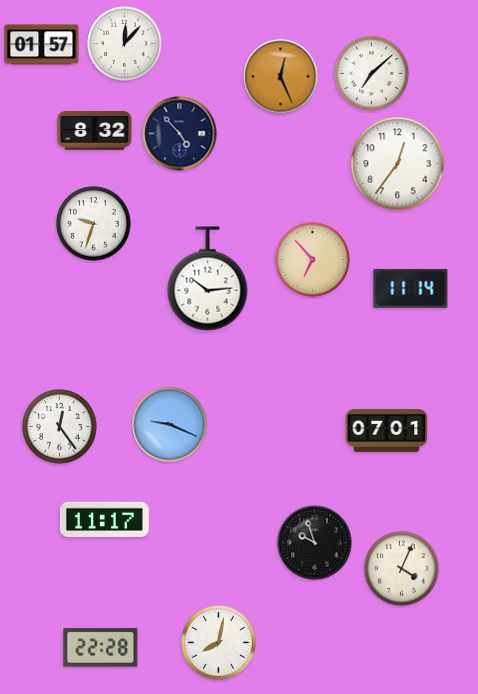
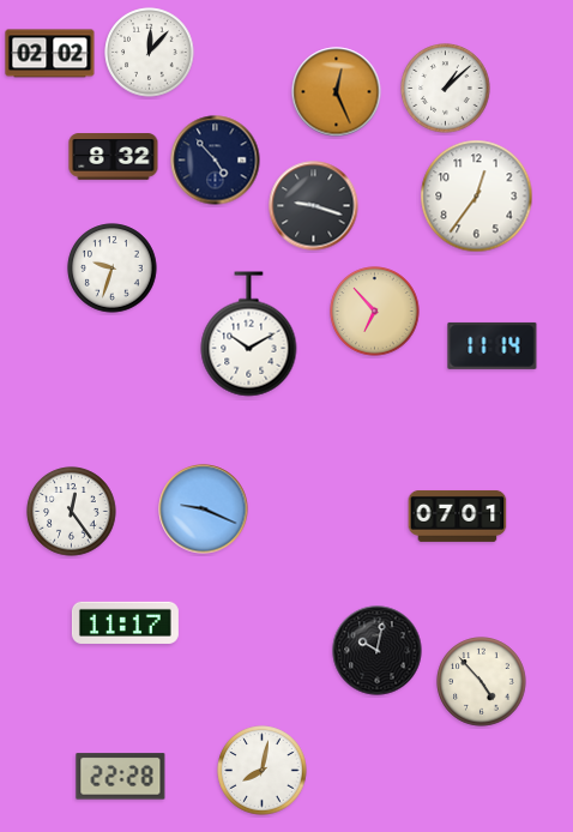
clock at (42, 45): 01:57 -> 02:02
clock at (372, 74): 7:08 -> 1:08
clock at (314, 206): none -> 9:18
clock at (208, 279): 10:14 -> 10:10
clock at (387, 430) position: (387, 430) -> (458, 516)
clock at (315, 543): 9:57 -> 10:02
clock at (402, 569): 4:04 -> 4:53
